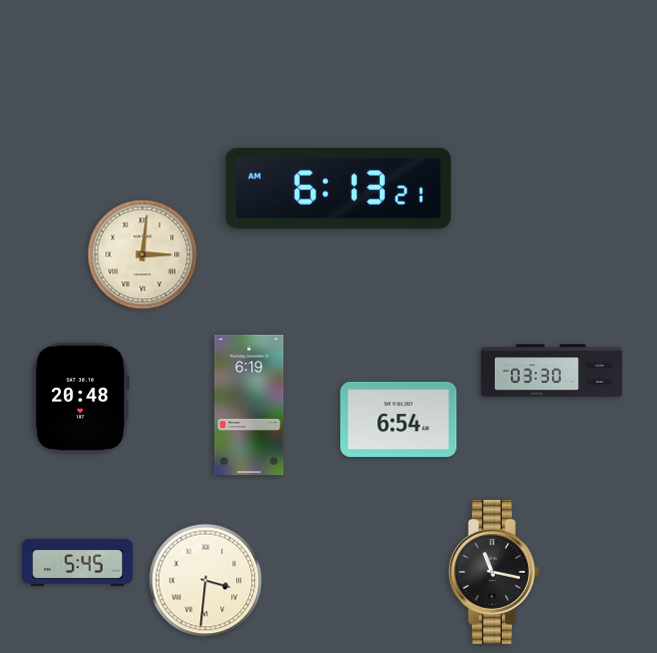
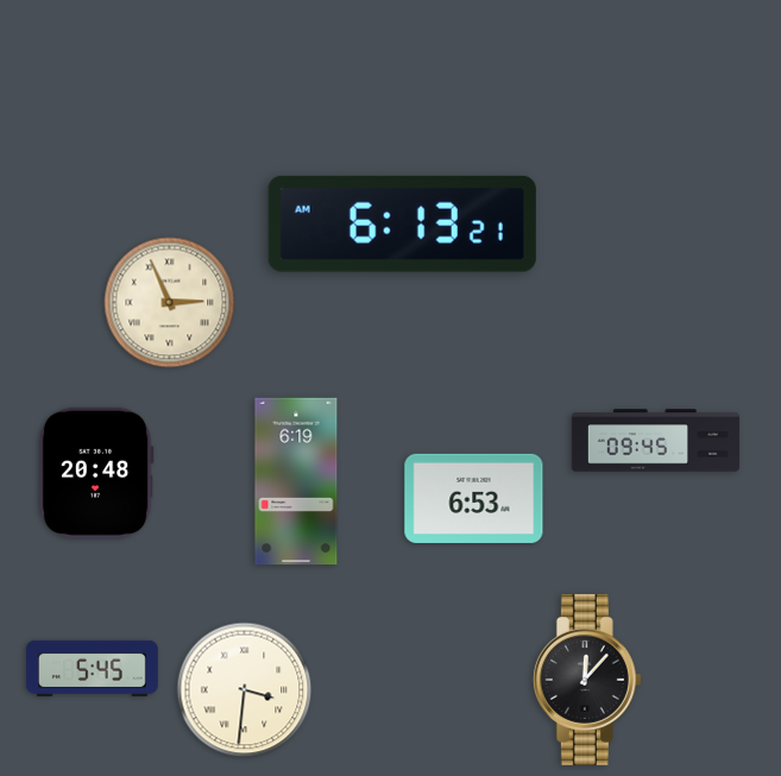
clock at (143, 255): 3:01 -> 2:56
clock at (552, 371): 03:30 -> 09:45
clock at (399, 419): 6:54 -> 6:53
clock at (494, 572): 11:17 -> 12:07
